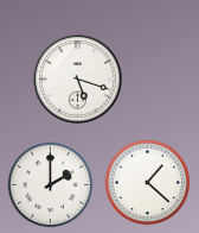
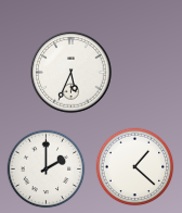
clock at (78, 80): 5:18 -> 5:34
